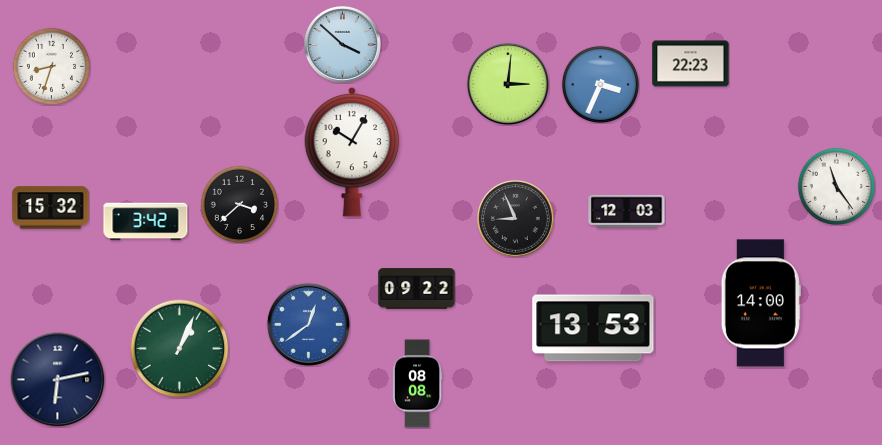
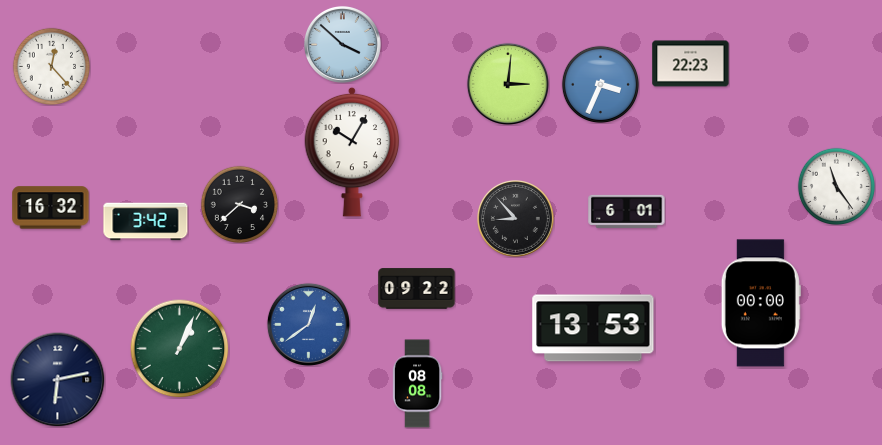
clock at (51, 66): 8:33 -> 12:23
clock at (51, 208): 15:32 -> 16:32
clock at (627, 211): 12:03 -> 6:01
clock at (515, 218): 8:56 -> 8:53
clock at (761, 303): 14:00 -> 00:00
